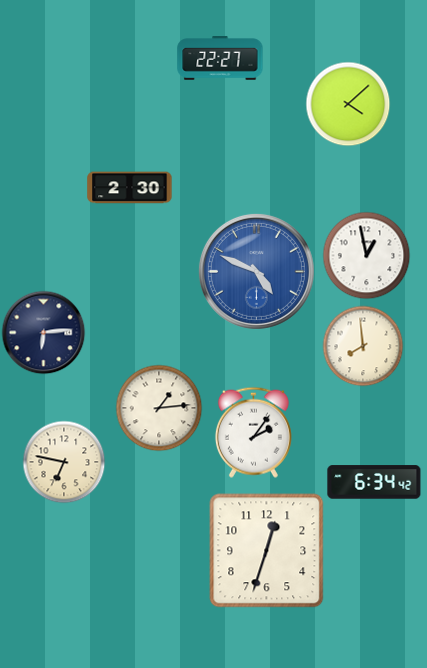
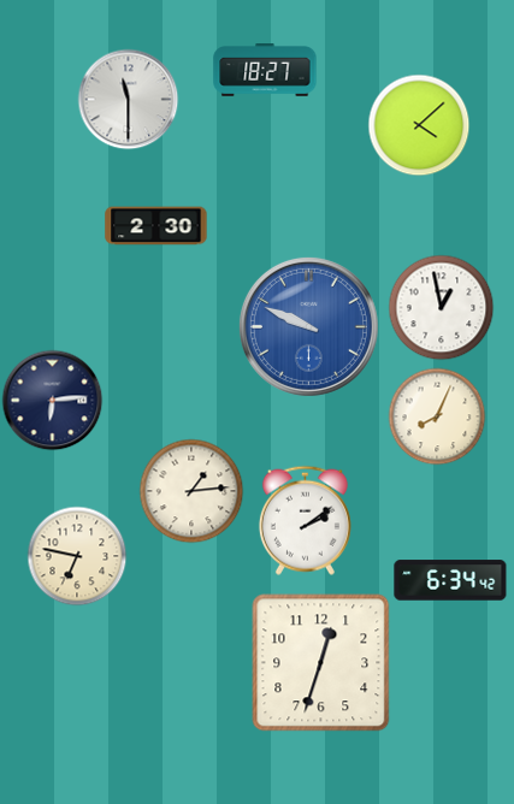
clock at (220, 58): 22:27 -> 18:27
clock at (128, 99): none -> 11:30
clock at (256, 271): 4:49 -> 9:49
clock at (363, 346): 7:59 -> 8:04
clock at (253, 432): 2:06 -> 2:09
